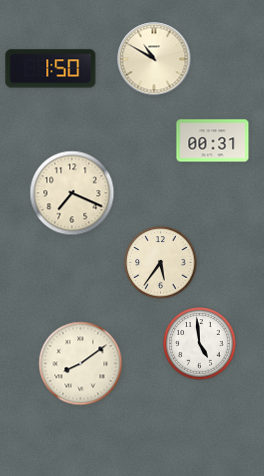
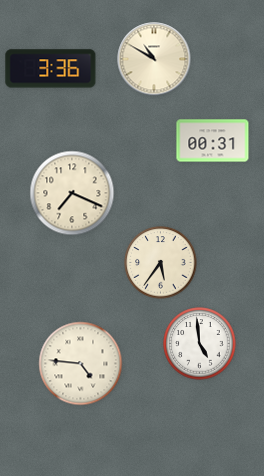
clock at (51, 69): 1:50 -> 3:36
clock at (81, 364): 8:09 -> 4:46
